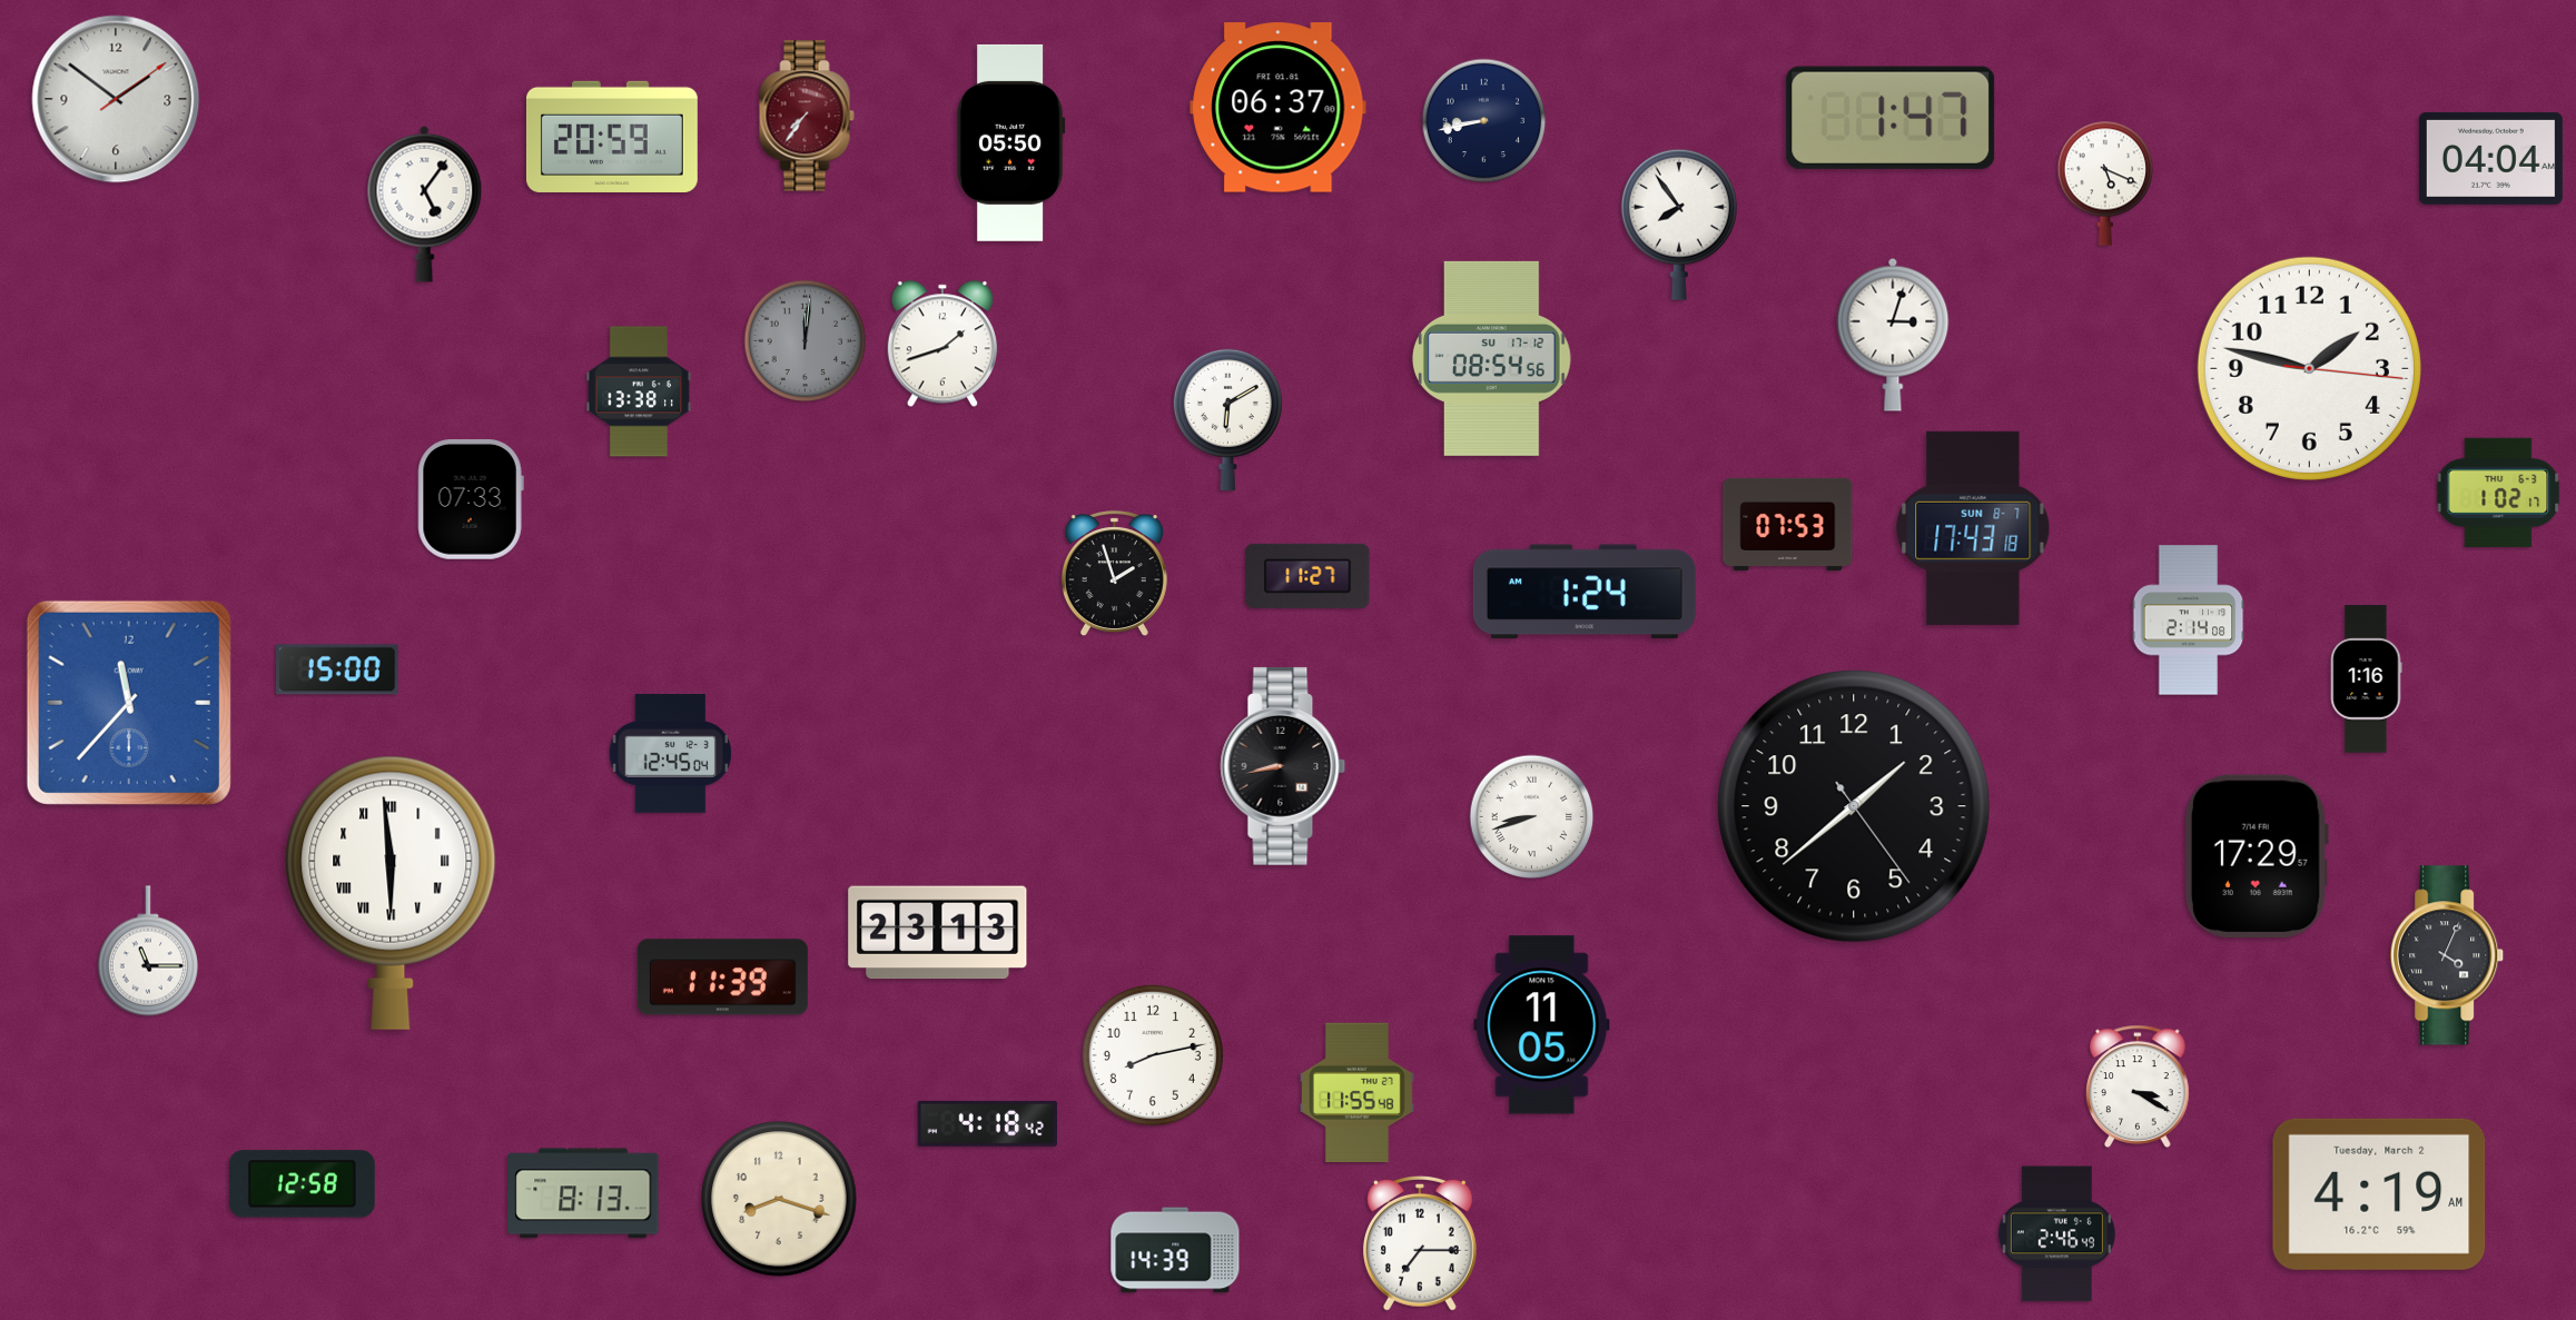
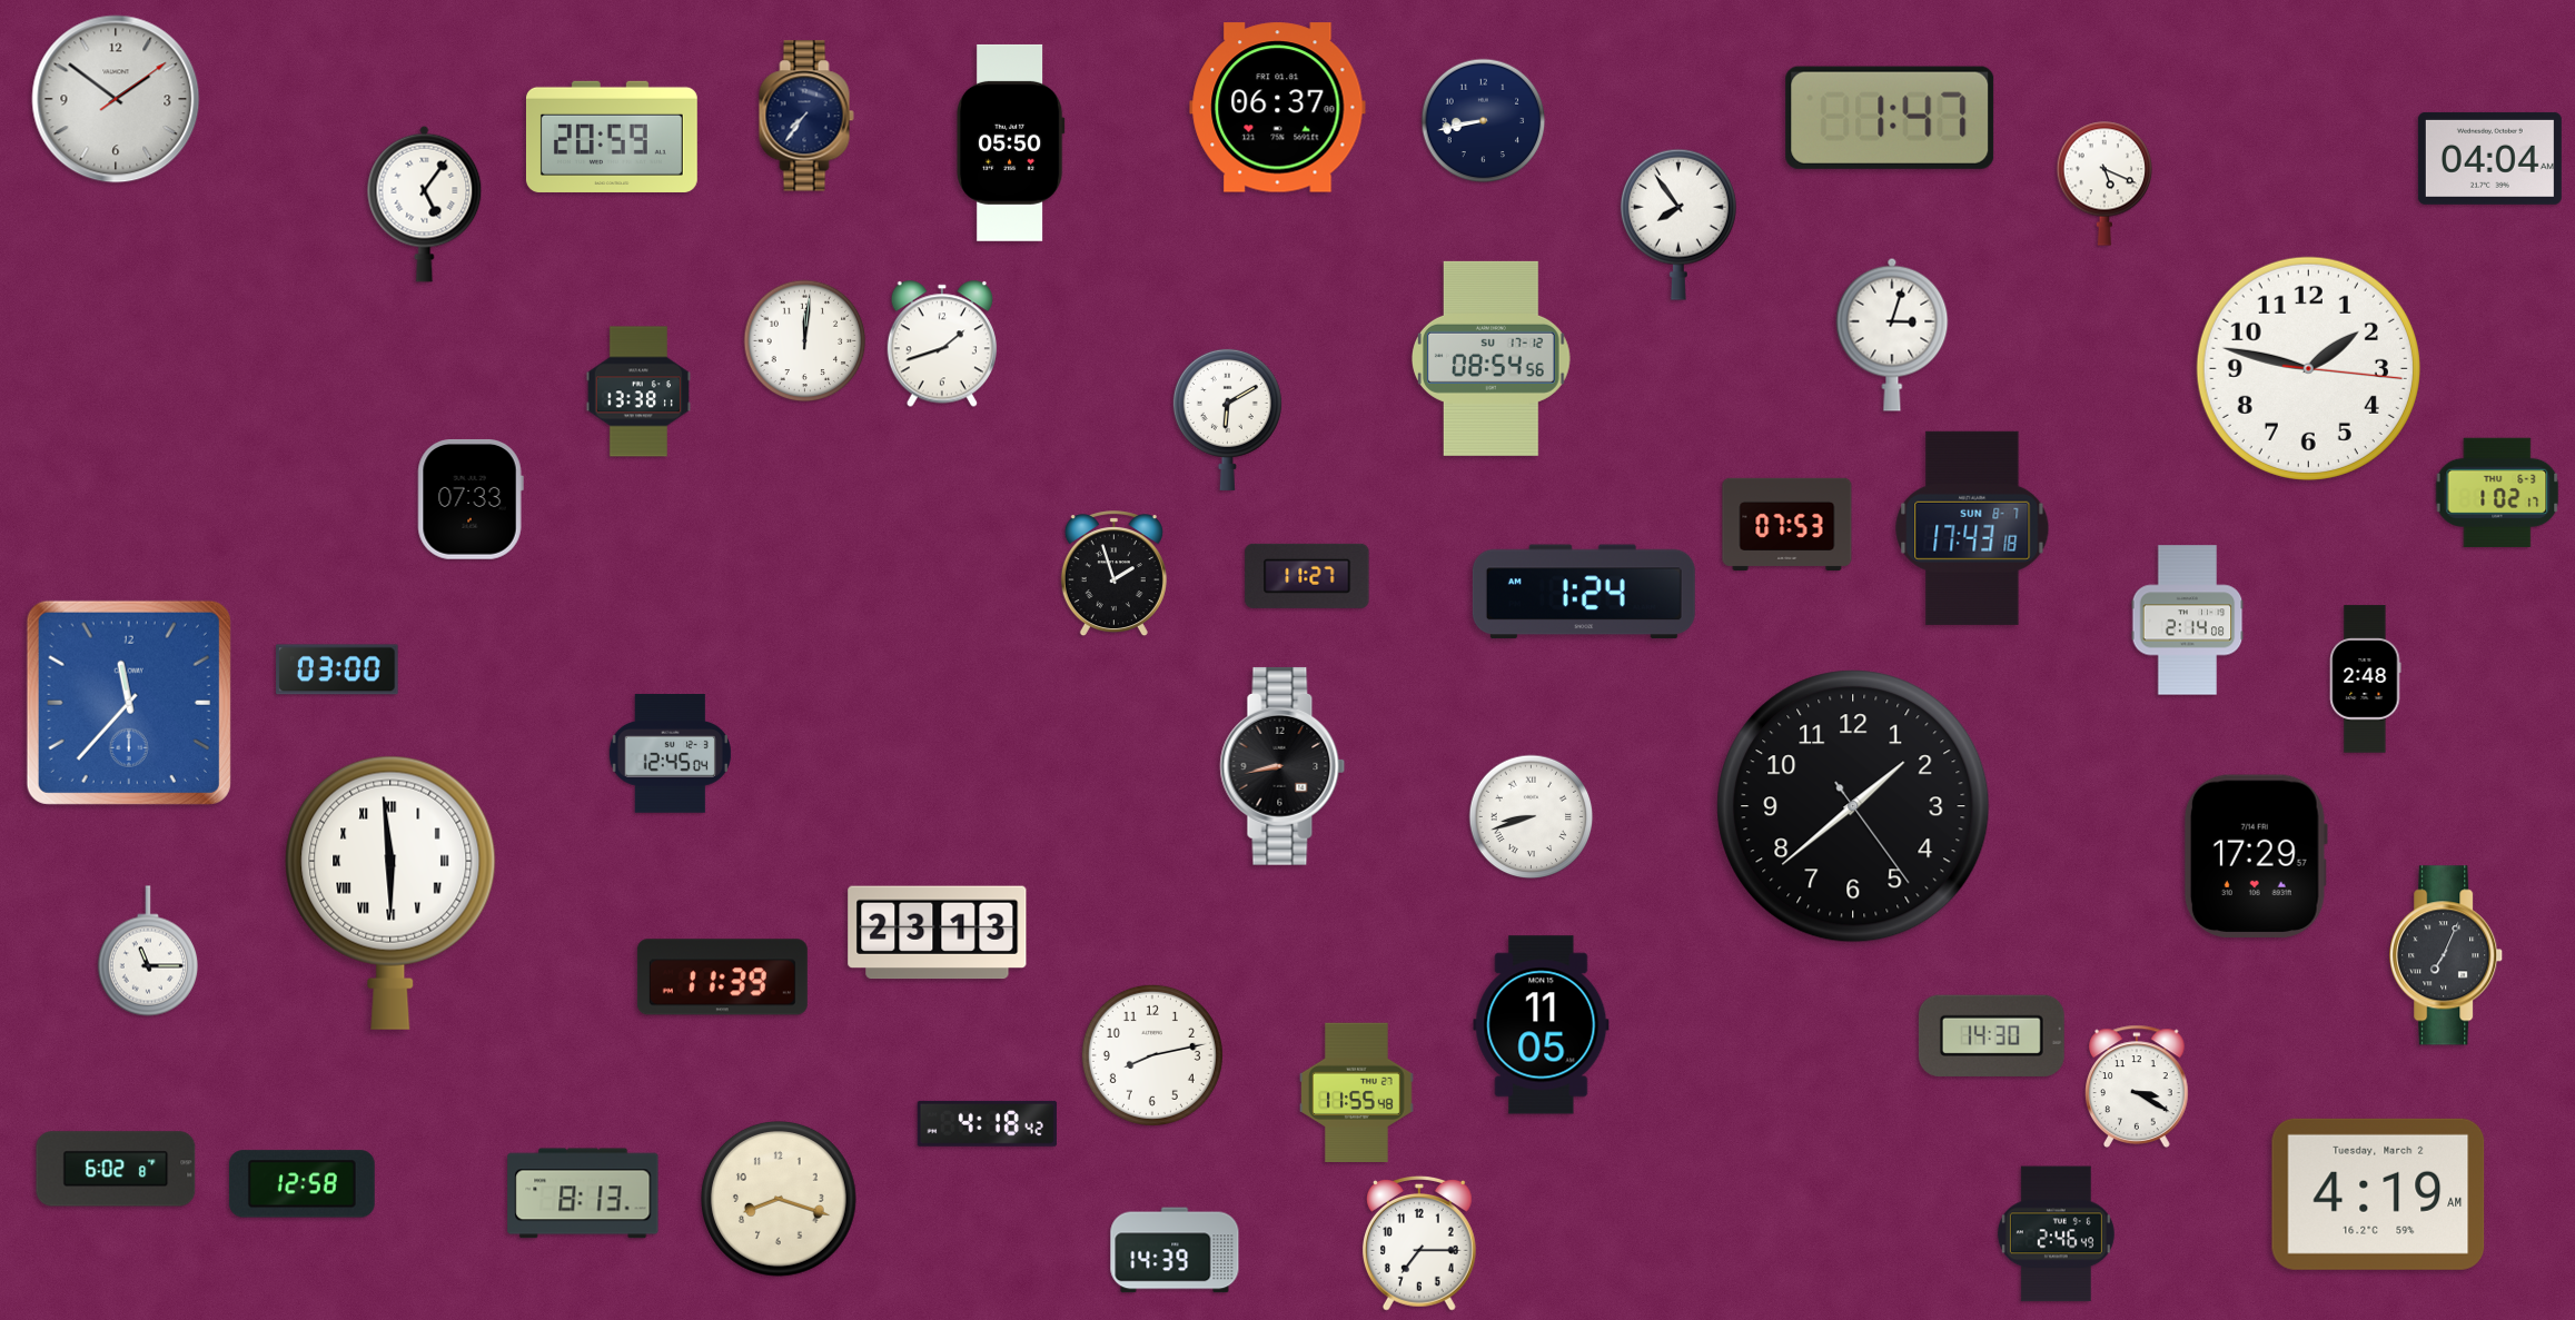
clock at (807, 116) dial: burgundy -> navy
clock at (806, 341) dial: grey -> white
clock at (337, 669): 15:00 -> 03:00
clock at (2367, 679): 1:16 -> 2:48
clock at (2448, 955): 4:04 -> 7:04
clock at (1991, 1035): none -> 14:30
clock at (116, 1169): none -> 6:02
